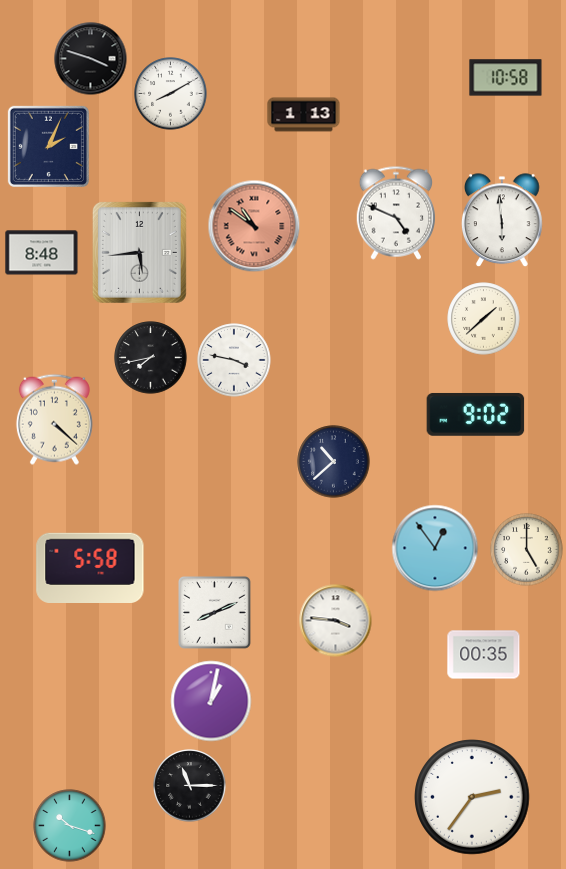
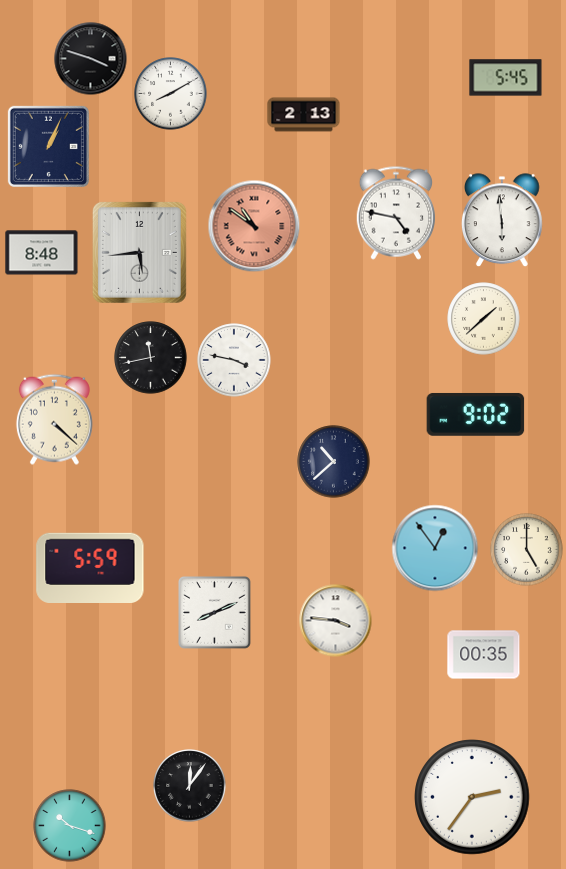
clock at (506, 78): 10:58 -> 5:45
clock at (304, 115): 1:13 -> 2:13
clock at (48, 146): 2:04 -> 1:04
clock at (395, 213): 4:49 -> 4:47
clock at (151, 358): 7:43 -> 11:43
clock at (90, 567): 5:58 -> 5:59
clock at (211, 701): 1:02 -> none
clock at (190, 786): 11:15 -> 12:06
